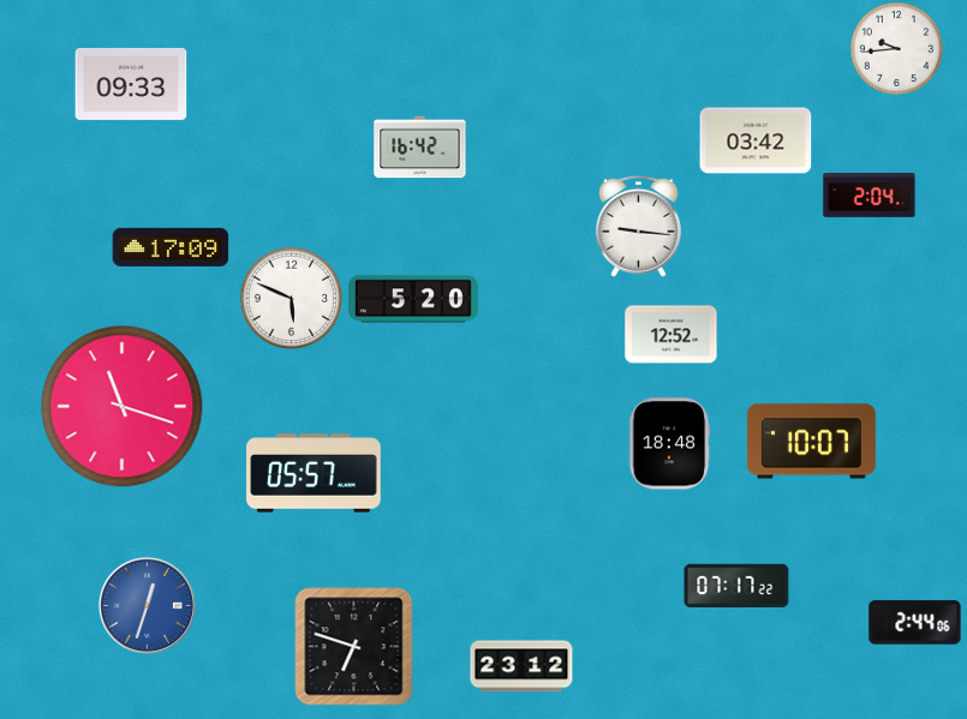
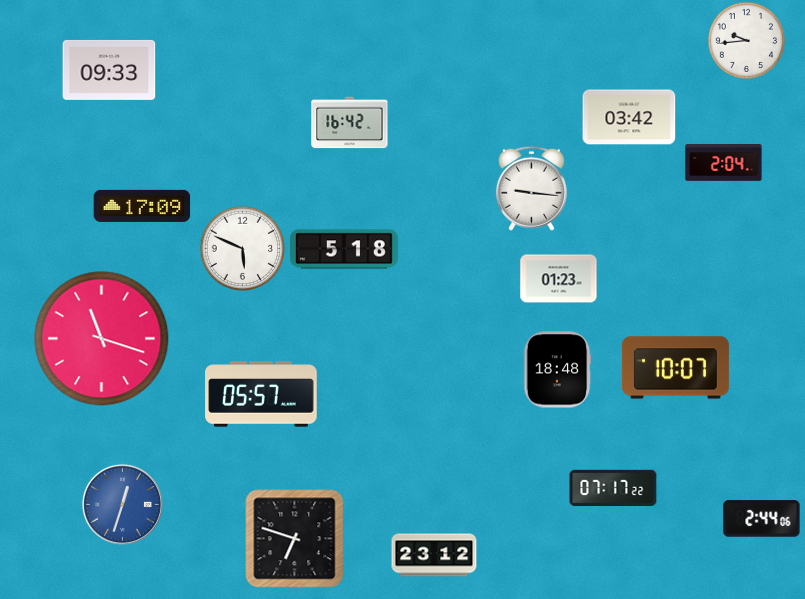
clock at (414, 299): 5:20 -> 5:18
clock at (671, 335): 12:52 -> 01:23
